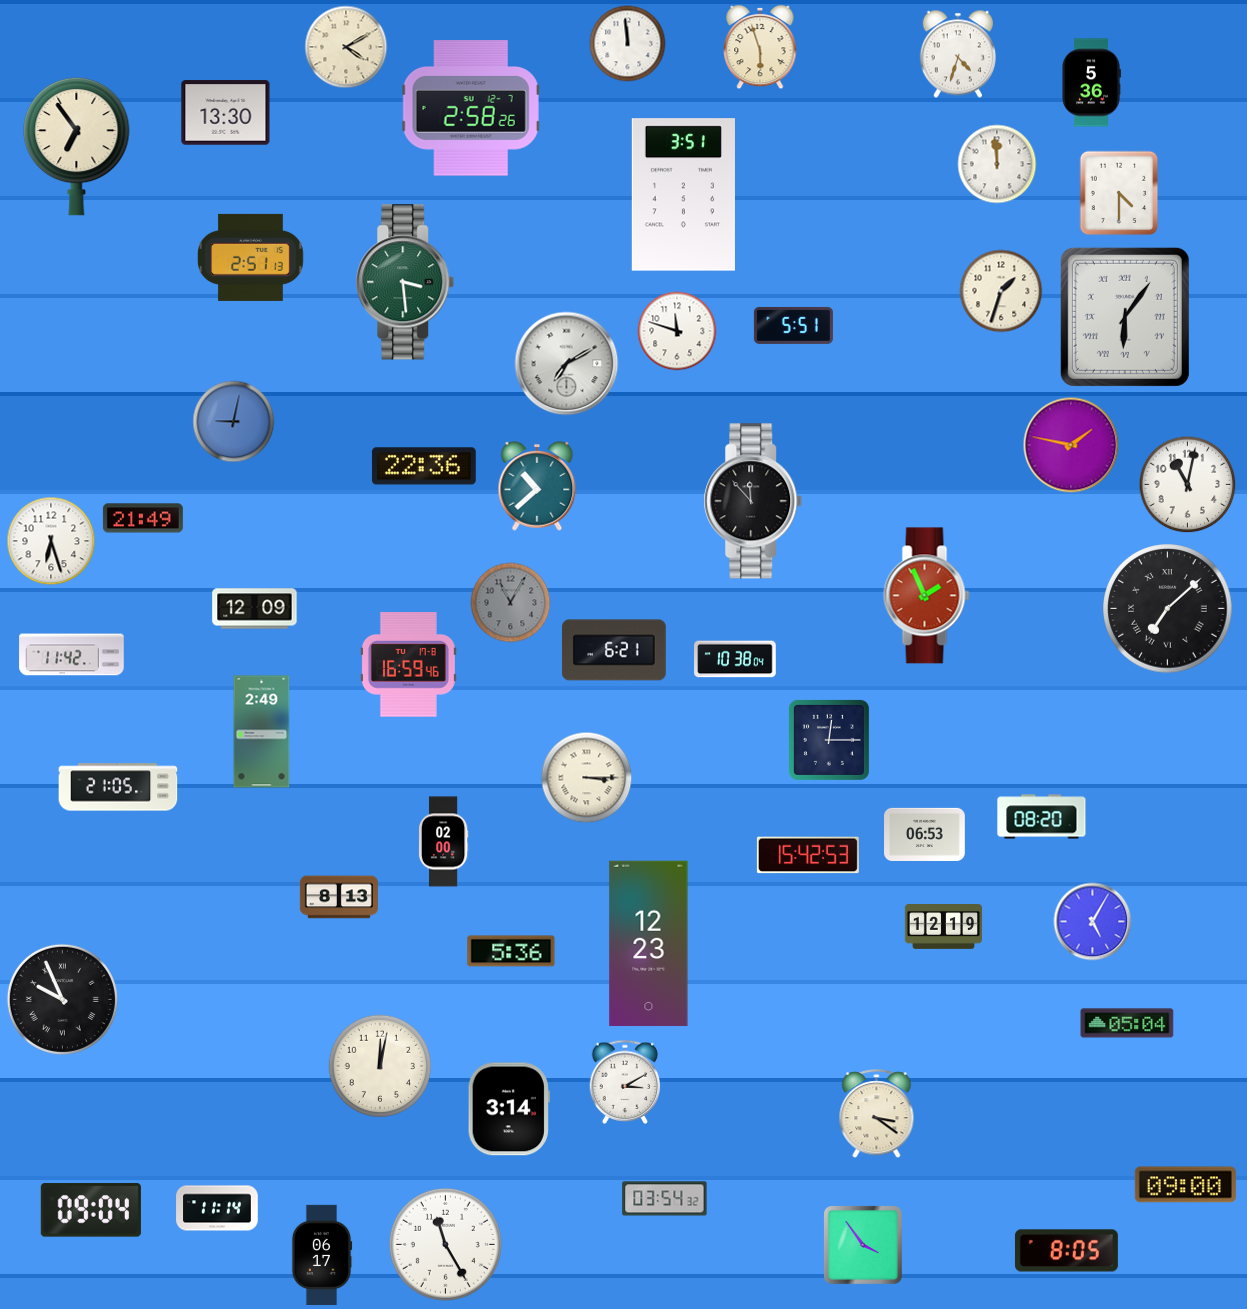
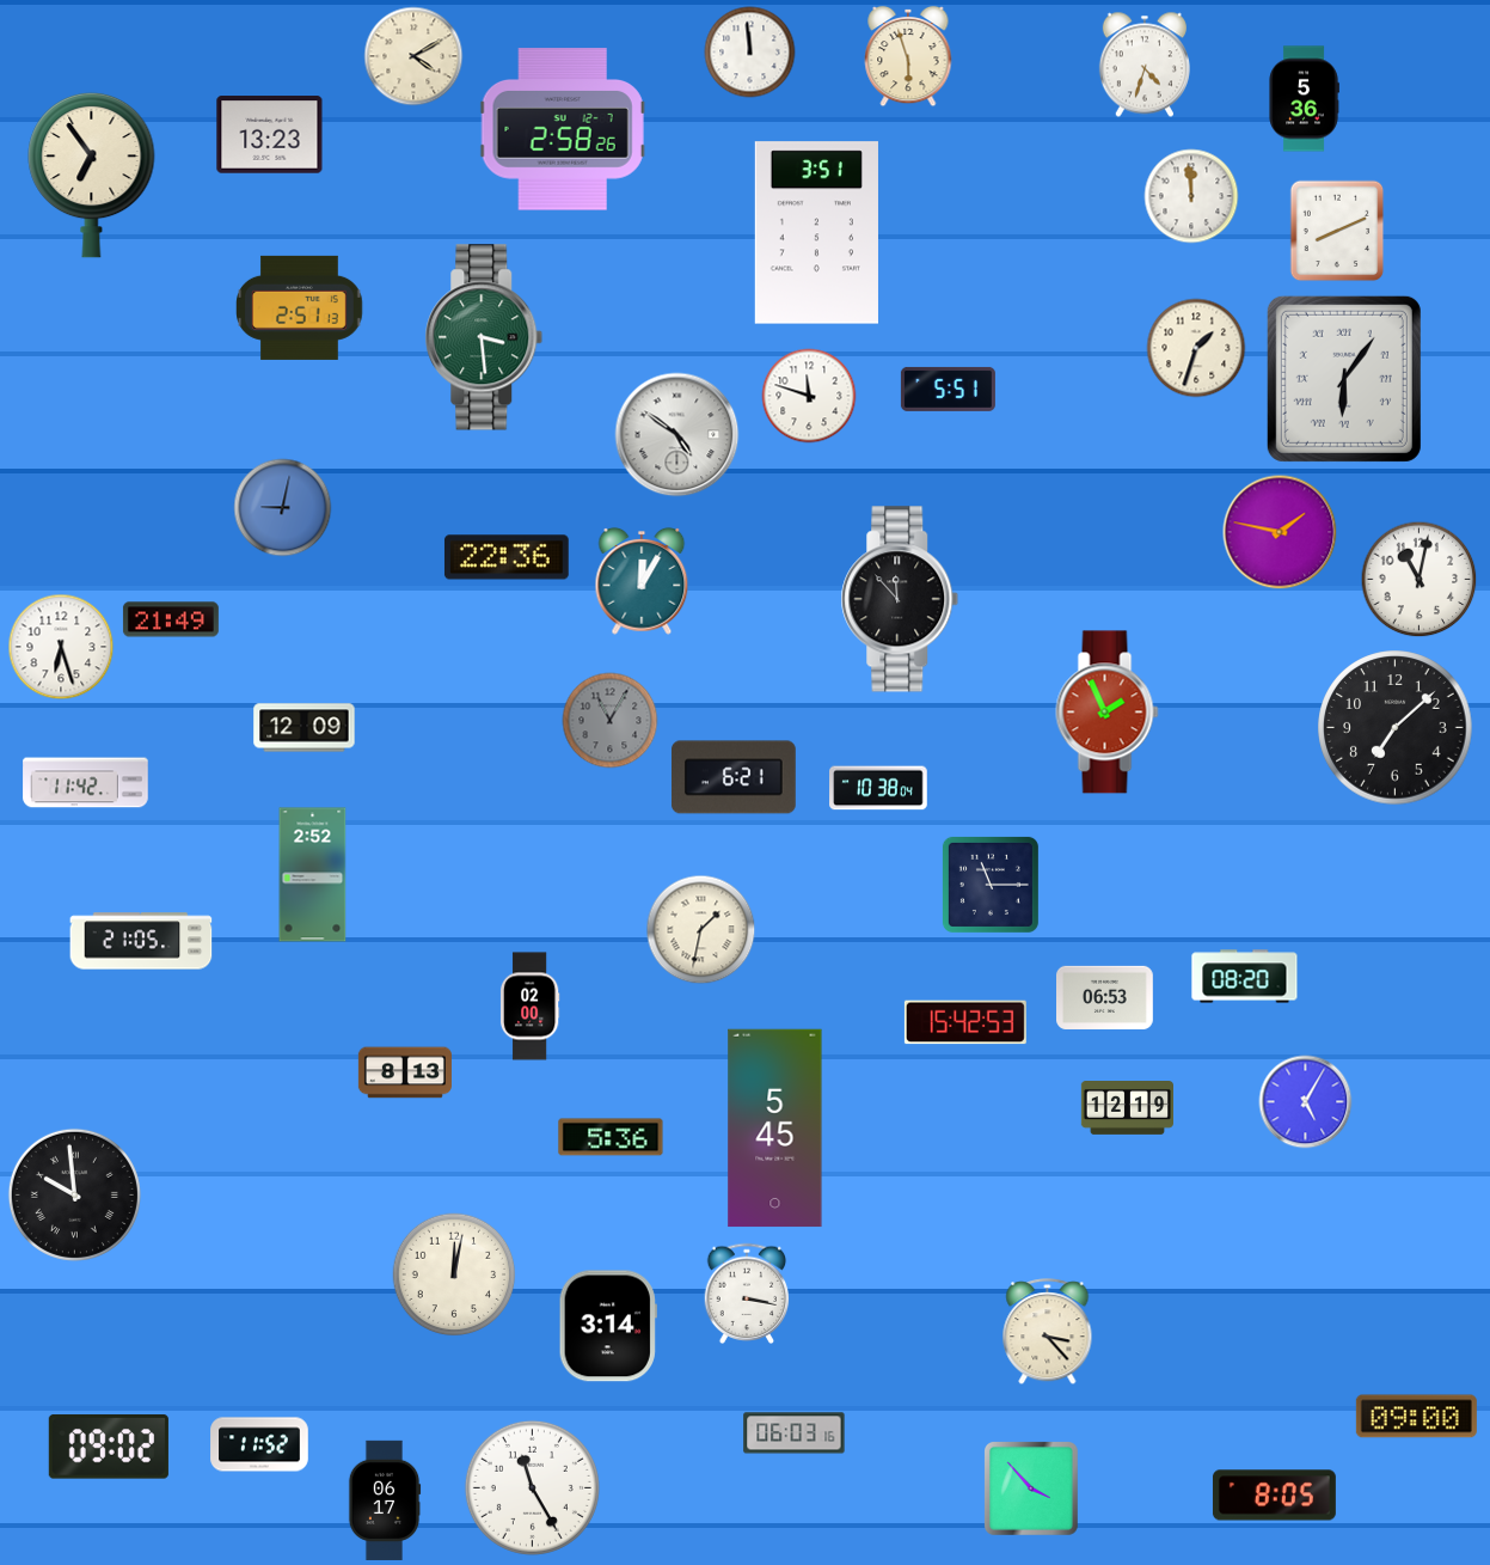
clock at (226, 113): 13:30 -> 13:23
clock at (1119, 193): 4:30 -> 8:11
clock at (567, 364): 7:10 -> 4:51
clock at (234, 422) position: (234, 422) -> (283, 508)
clock at (537, 486): 10:38 -> 12:05
clock at (1168, 609) numerals: Roman -> Arabic
clock at (408, 665): 16:59 -> none
clock at (262, 732): 2:49 -> 2:52
clock at (829, 740): 12:15 -> 11:15
clock at (587, 778): 3:15 -> 1:32
clock at (649, 944): 12:23 -> 5:45
clock at (62, 999): 9:56 -> 9:59
clock at (1127, 1023): 05:04 -> none
clock at (625, 1081): 3:10 -> 3:17
clock at (877, 1114): 3:21 -> 3:23
clock at (665, 1199): 03:54 -> 06:03
clock at (217, 1208): 11:14 -> 11:52
clock at (91, 1210): 09:04 -> 09:02
clock at (864, 1246): 3:54 -> 3:53
